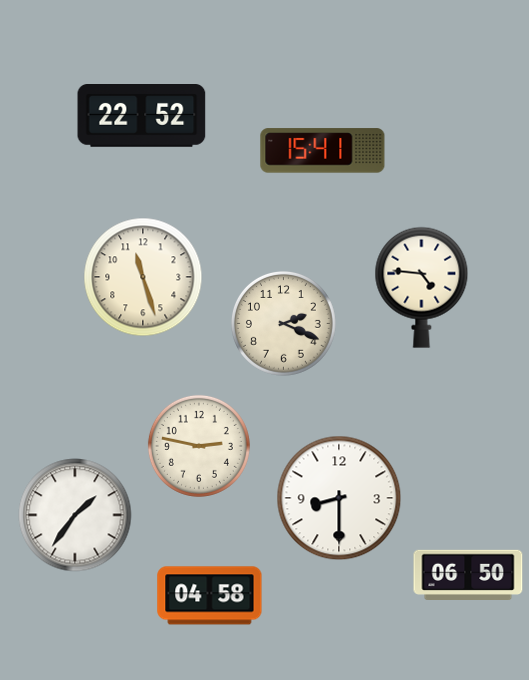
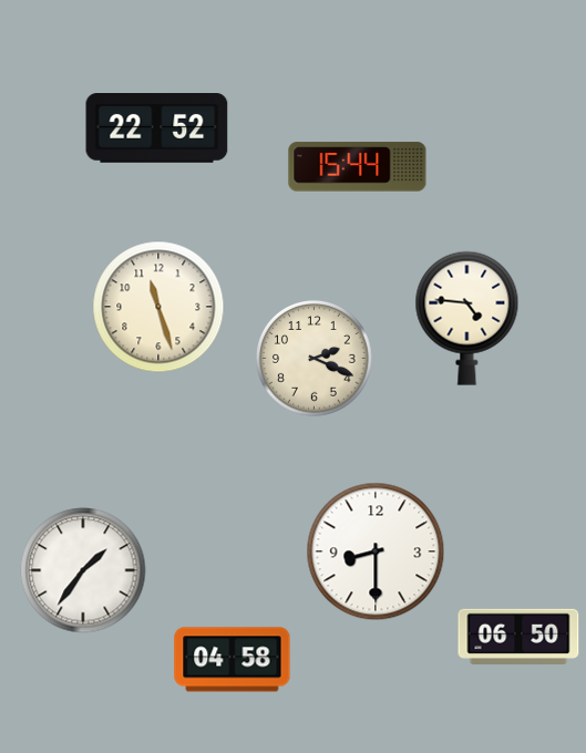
clock at (323, 151): 15:41 -> 15:44
clock at (199, 446): 2:47 -> none
